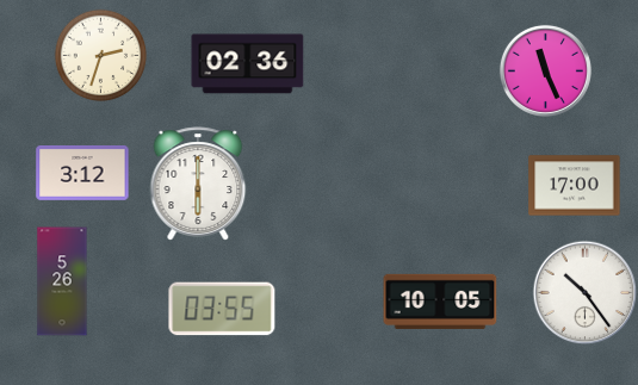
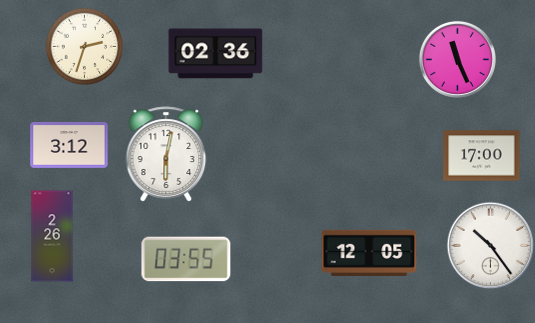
clock at (248, 64) position: (248, 64) -> (216, 54)
clock at (198, 184): 6:00 -> 6:02
clock at (62, 281): 5:26 -> 2:26
clock at (440, 302): 10:05 -> 12:05
